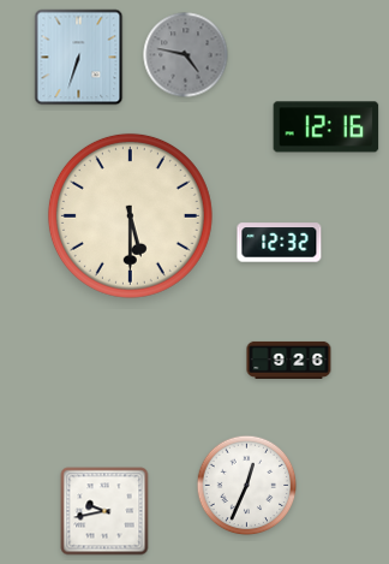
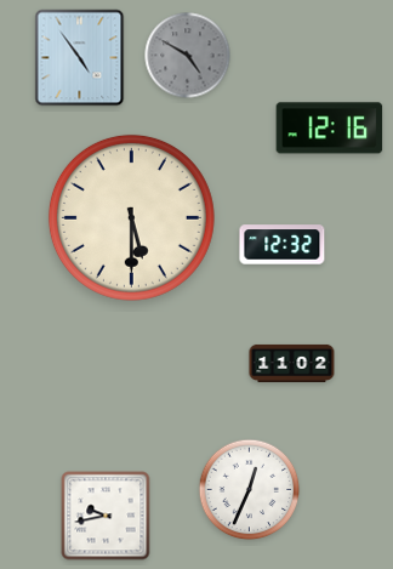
clock at (186, 55): 4:47 -> 4:50
clock at (79, 58): 6:33 -> 4:54
clock at (289, 360): 9:26 -> 11:02
